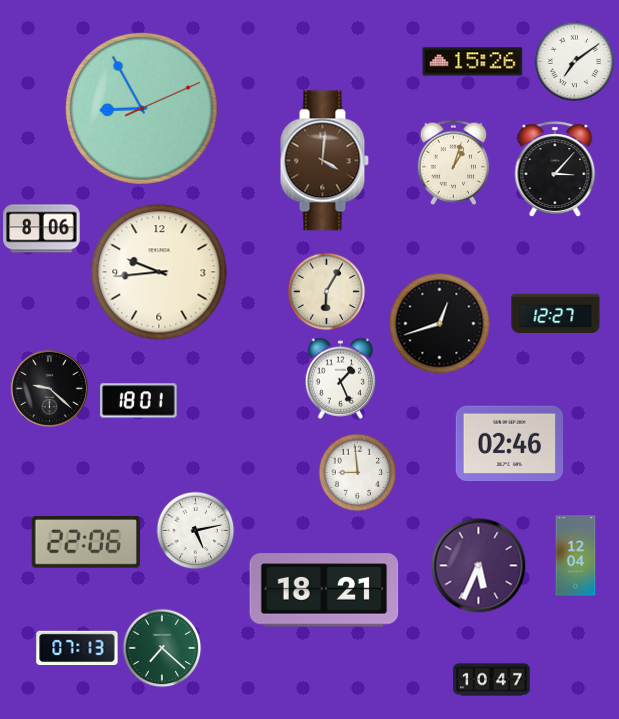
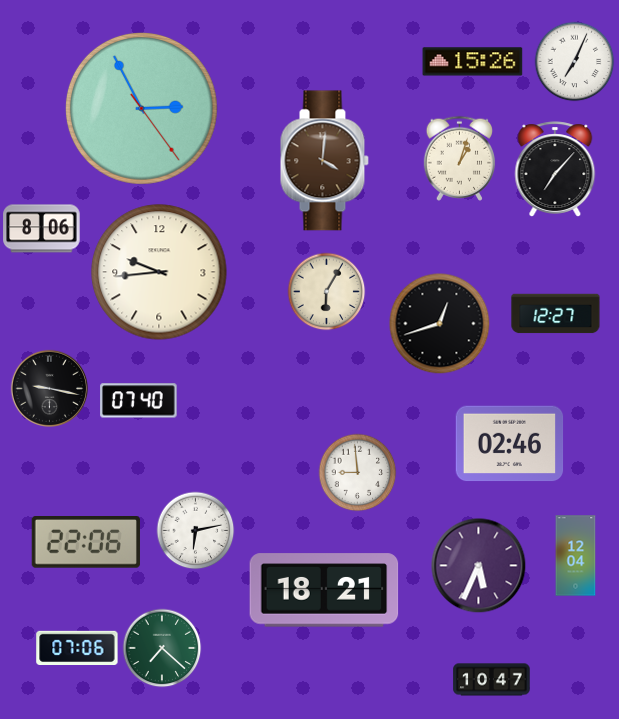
clock at (574, 61): 7:09 -> 7:04
clock at (141, 108): 8:55 -> 2:55
clock at (454, 162) position: (454, 162) -> (460, 158)
clock at (555, 169): 3:07 -> 7:07
clock at (341, 378): 1:26 -> none
clock at (49, 388): 9:22 -> 9:17
clock at (139, 401): 18:01 -> 07:40
clock at (195, 530): 5:13 -> 6:13
clock at (77, 648): 07:13 -> 07:06
